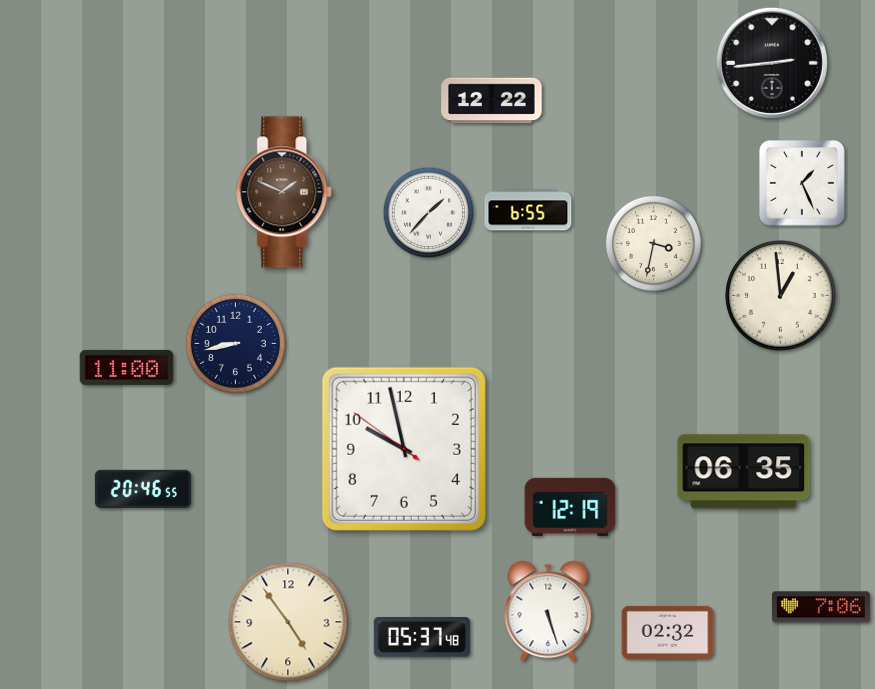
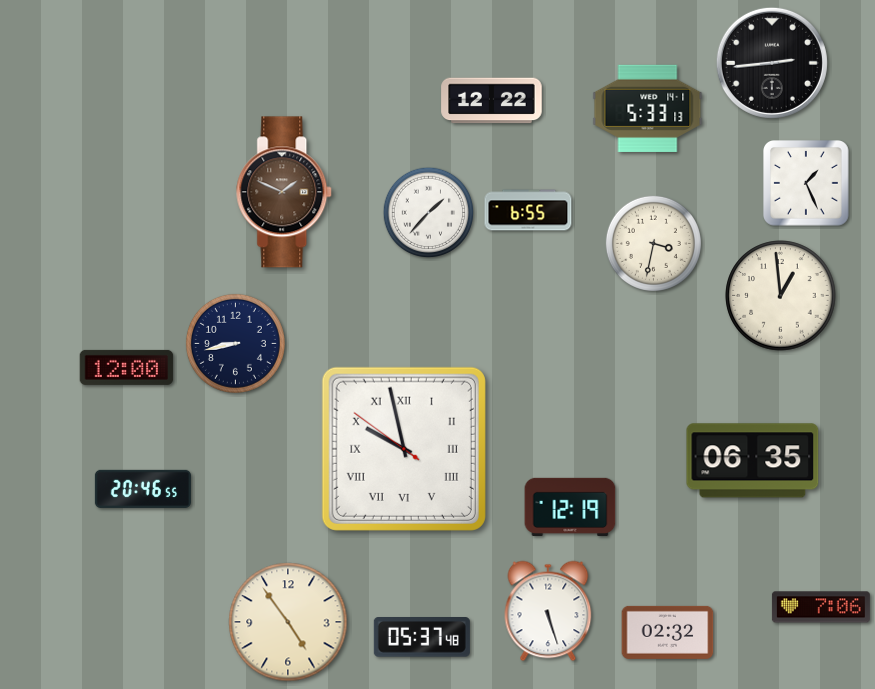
clock at (648, 108): none -> 5:33
clock at (803, 184) position: (803, 184) -> (807, 184)
clock at (127, 367): 11:00 -> 12:00
clock at (404, 449) numerals: Arabic -> Roman
clock at (744, 472) position: (744, 472) -> (753, 461)
